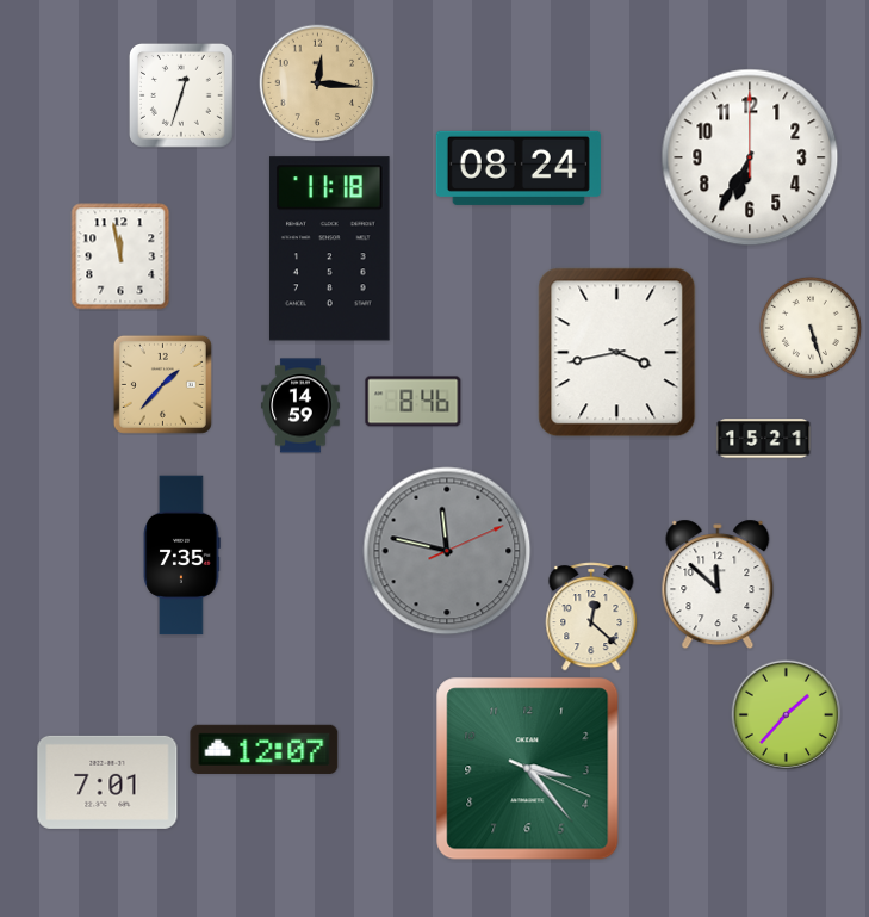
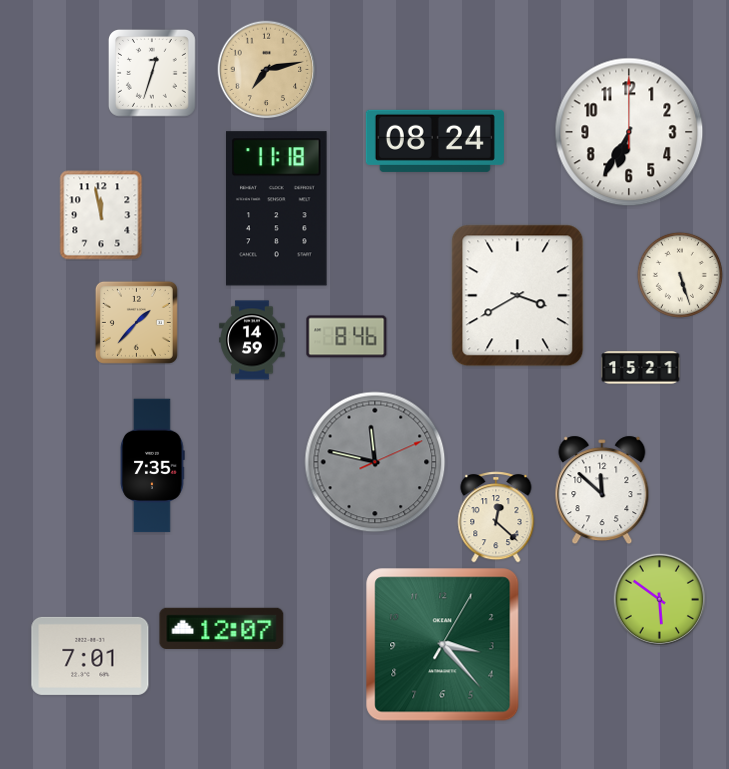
clock at (318, 83): 12:16 -> 7:13
clock at (181, 95) position: (181, 95) -> (152, 73)
clock at (617, 353): 3:43 -> 3:40
clock at (786, 714): 1:37 -> 5:51
clock at (528, 769): 3:23:19 -> 3:23:05
